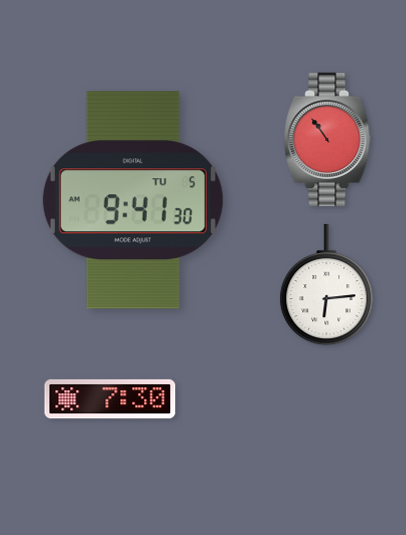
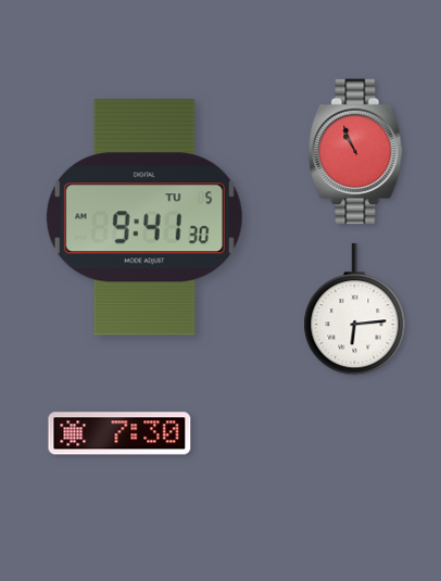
clock at (328, 140): 10:54 -> 10:56
